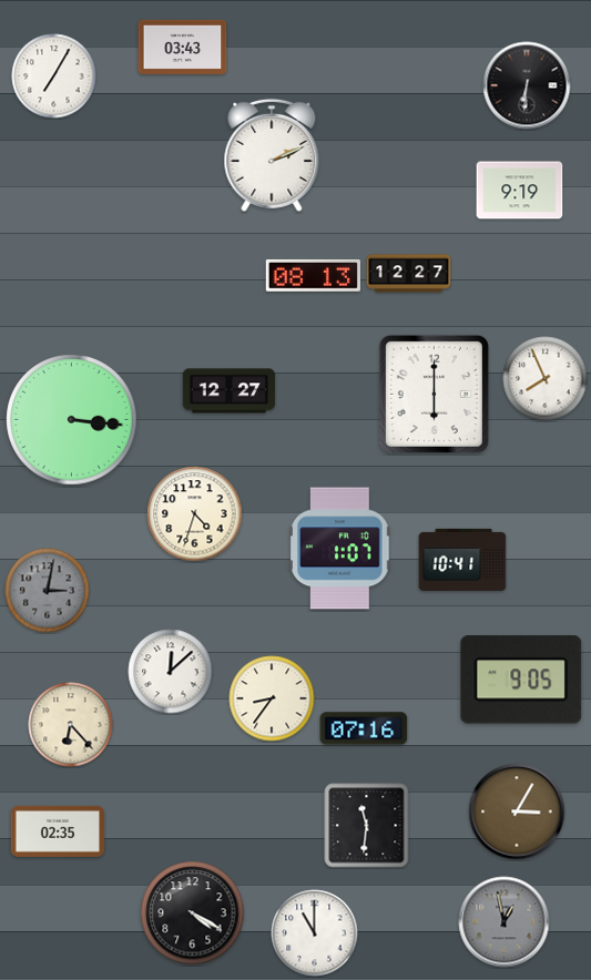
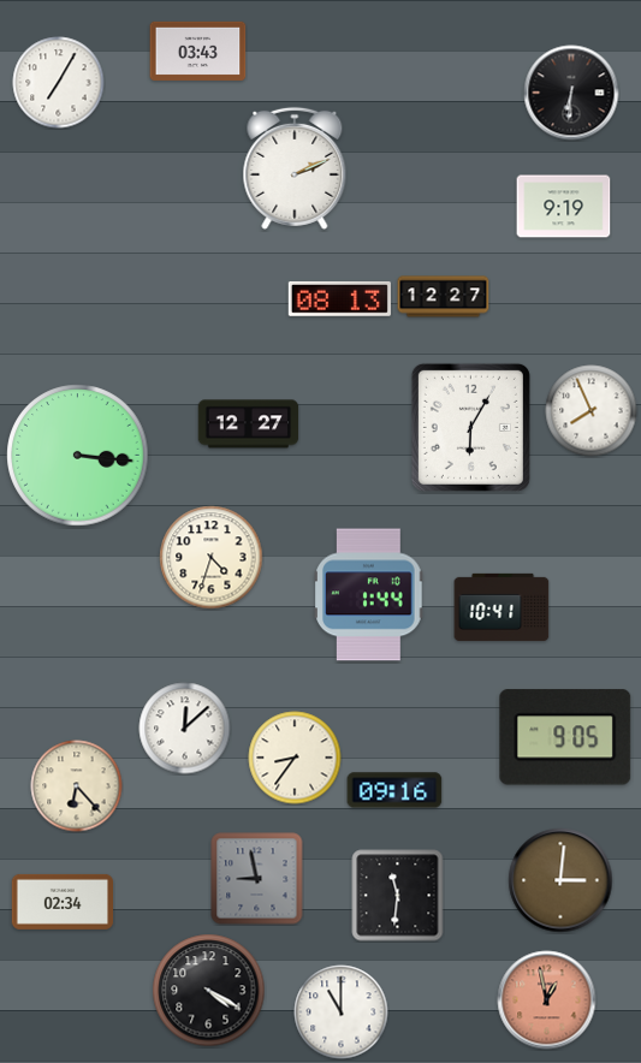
clock at (434, 394): 6:00 -> 6:05
clock at (340, 549): 1:07 -> 1:44
clock at (48, 591): 3:02 -> none
clock at (364, 728): 07:16 -> 09:16
clock at (257, 879): none -> 8:58
clock at (517, 811): 3:05 -> 3:01
clock at (58, 831): 02:35 -> 02:34
clock at (505, 922) dial: grey -> salmon
